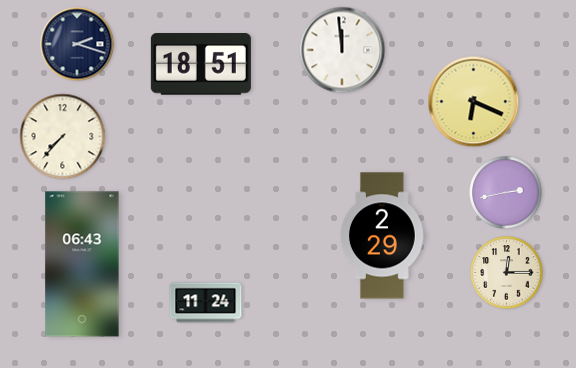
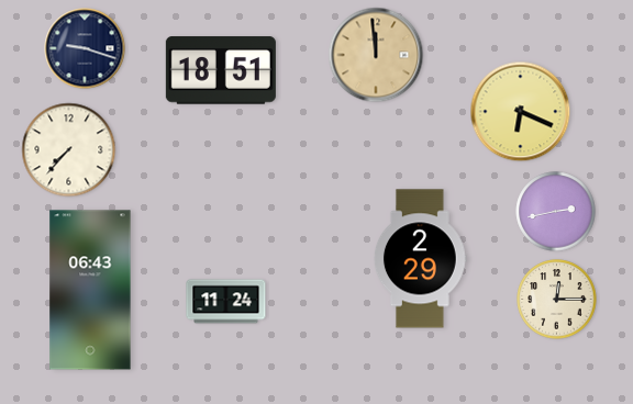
clock at (77, 44): 2:18 -> 9:18
clock at (342, 50) dial: white -> champagne
clock at (206, 303) position: (206, 303) -> (226, 302)
